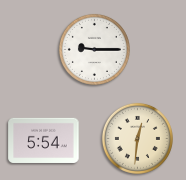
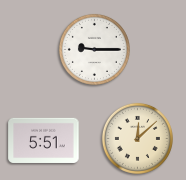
clock at (137, 138): 12:31 -> 12:08
clock at (44, 140): 5:54 -> 5:51
